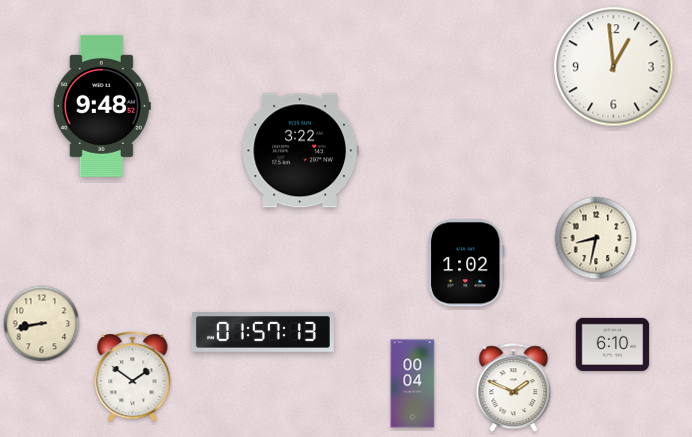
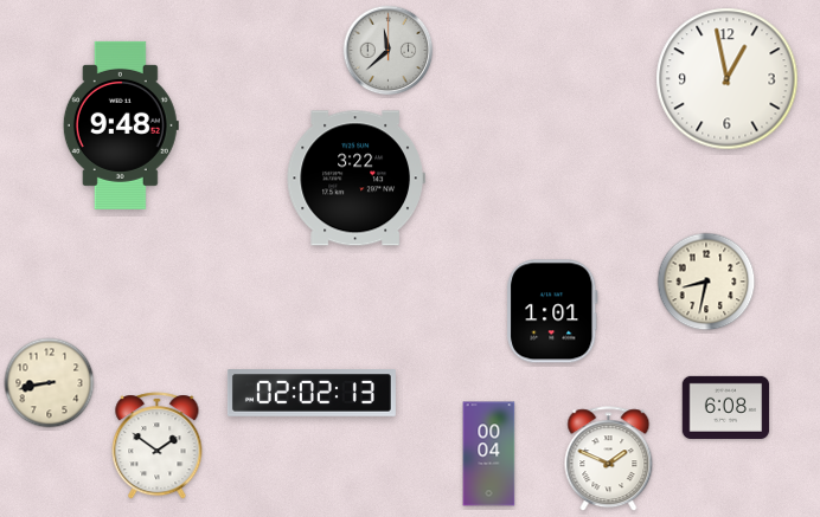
clock at (389, 51): none -> 11:38
clock at (614, 67): 12:59 -> 12:58
clock at (466, 263): 1:02 -> 1:01
clock at (263, 332): 01:57 -> 02:02
clock at (613, 344): 6:10 -> 6:08
